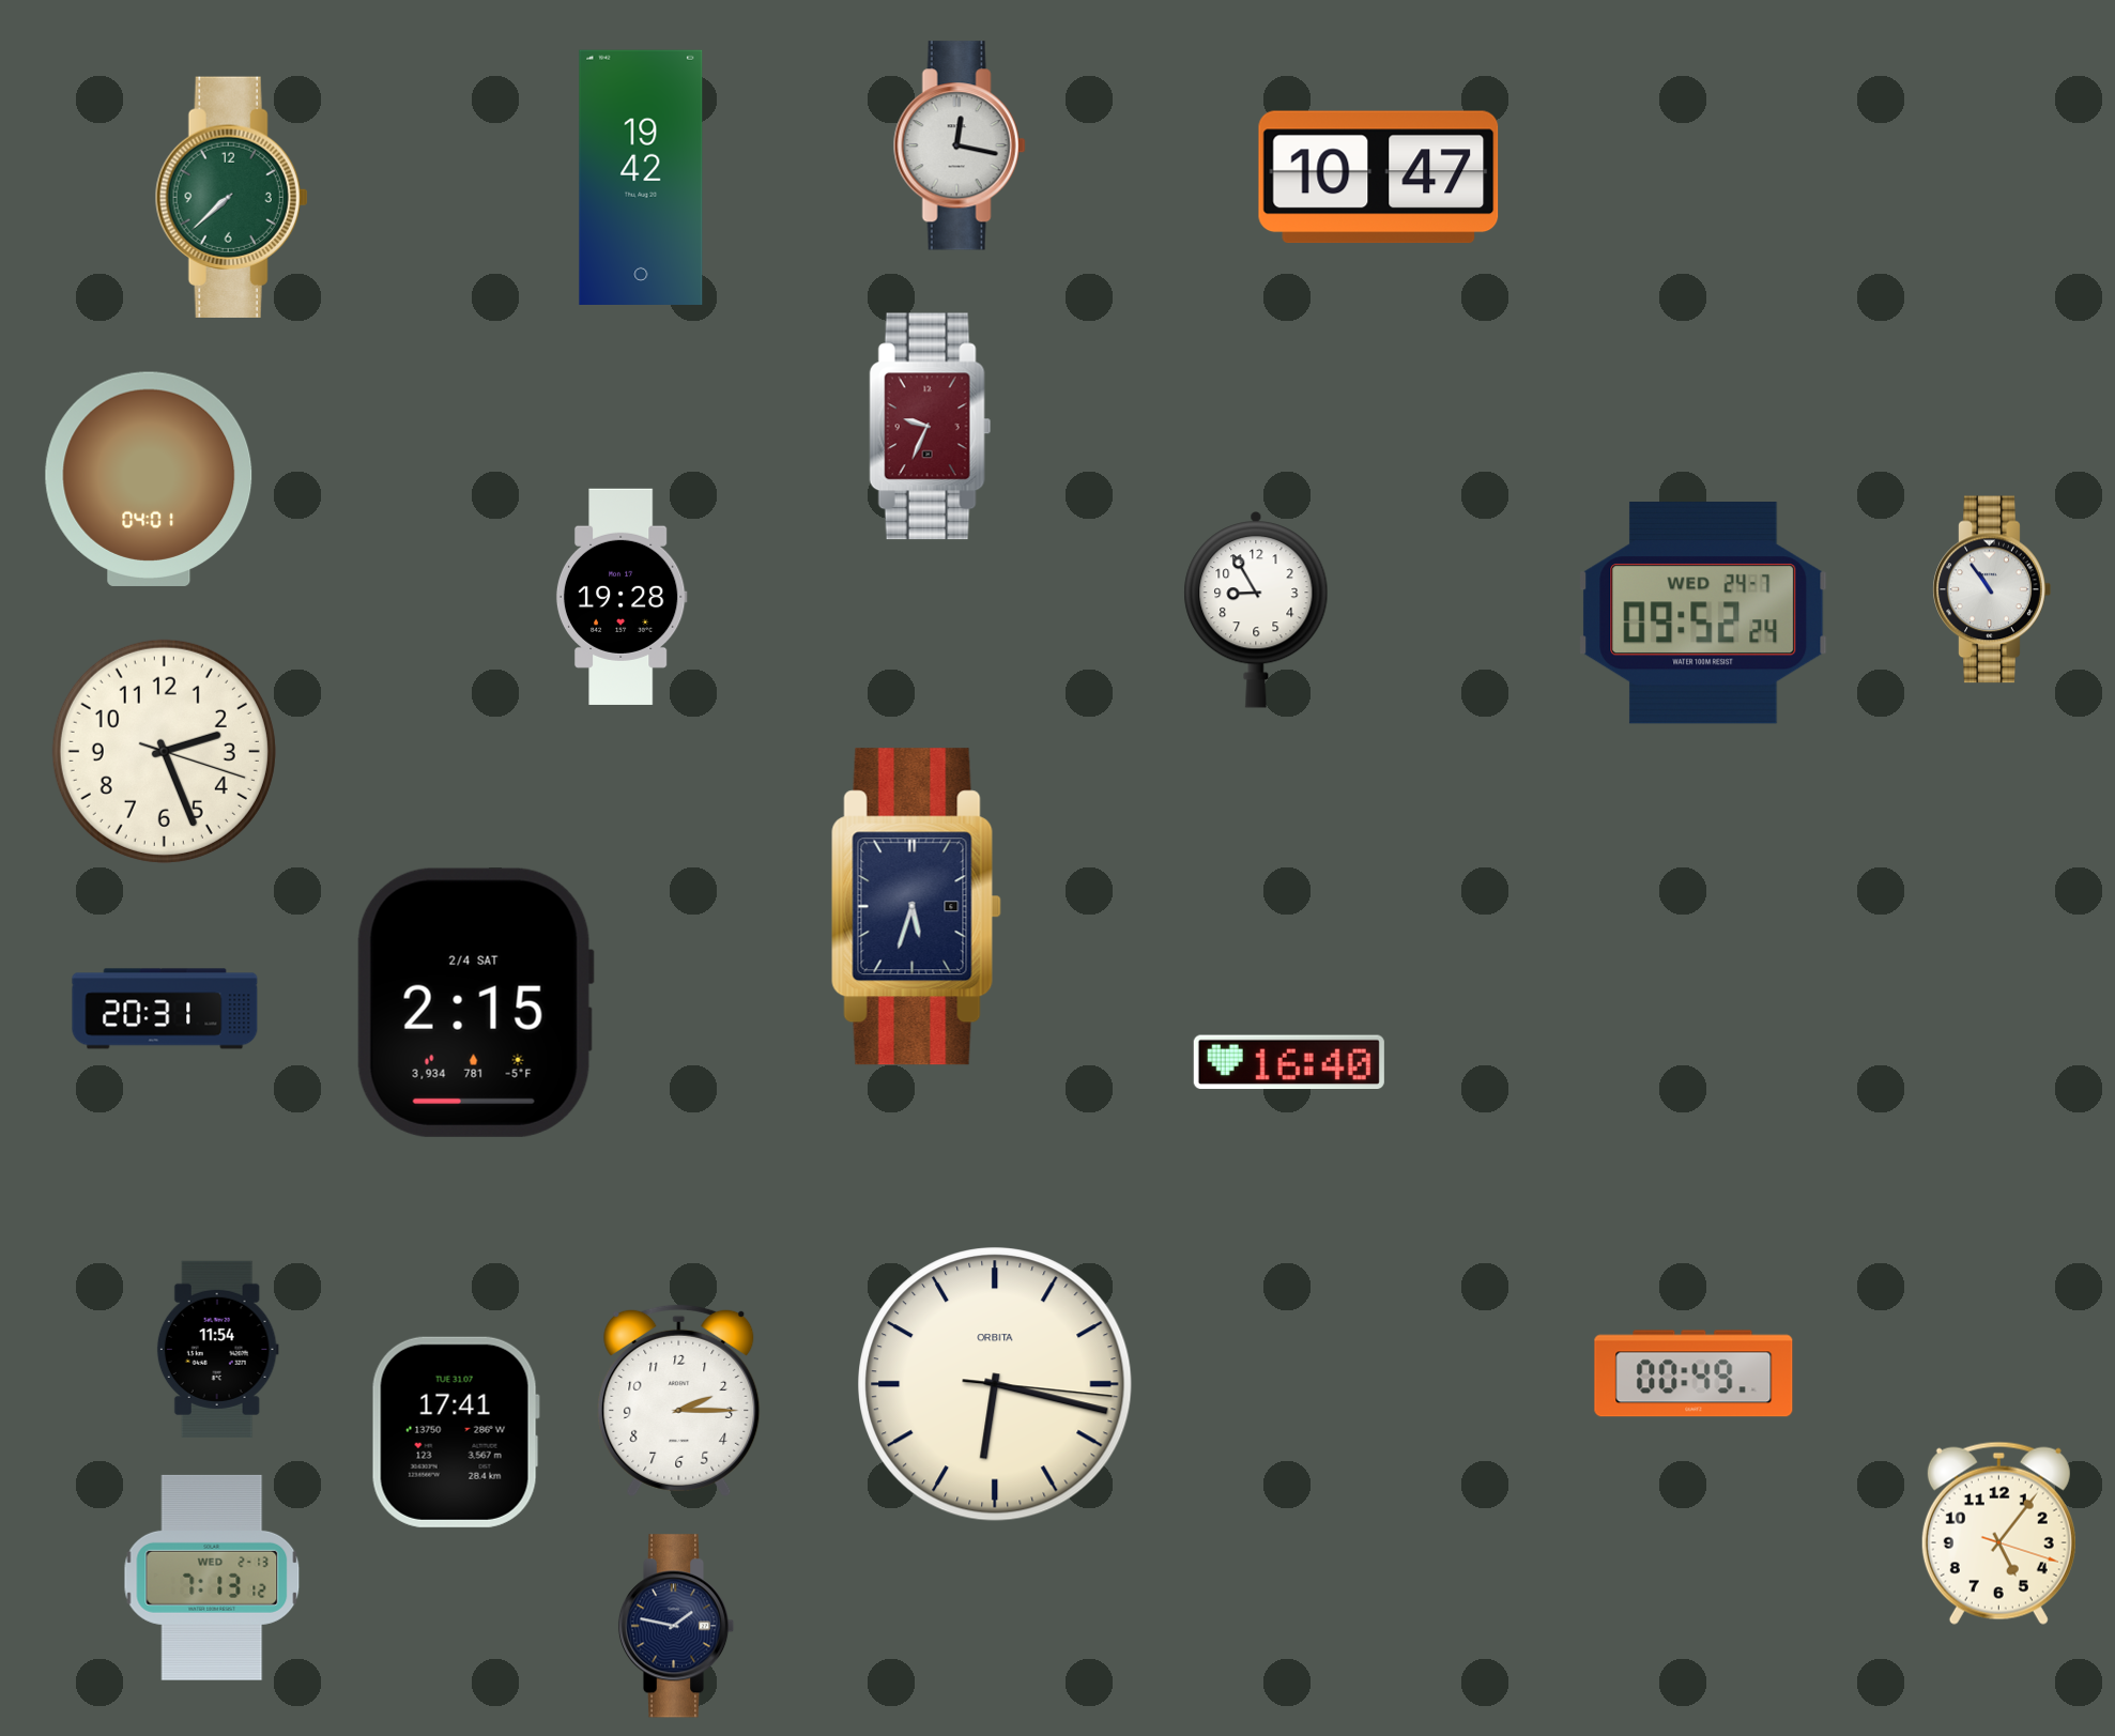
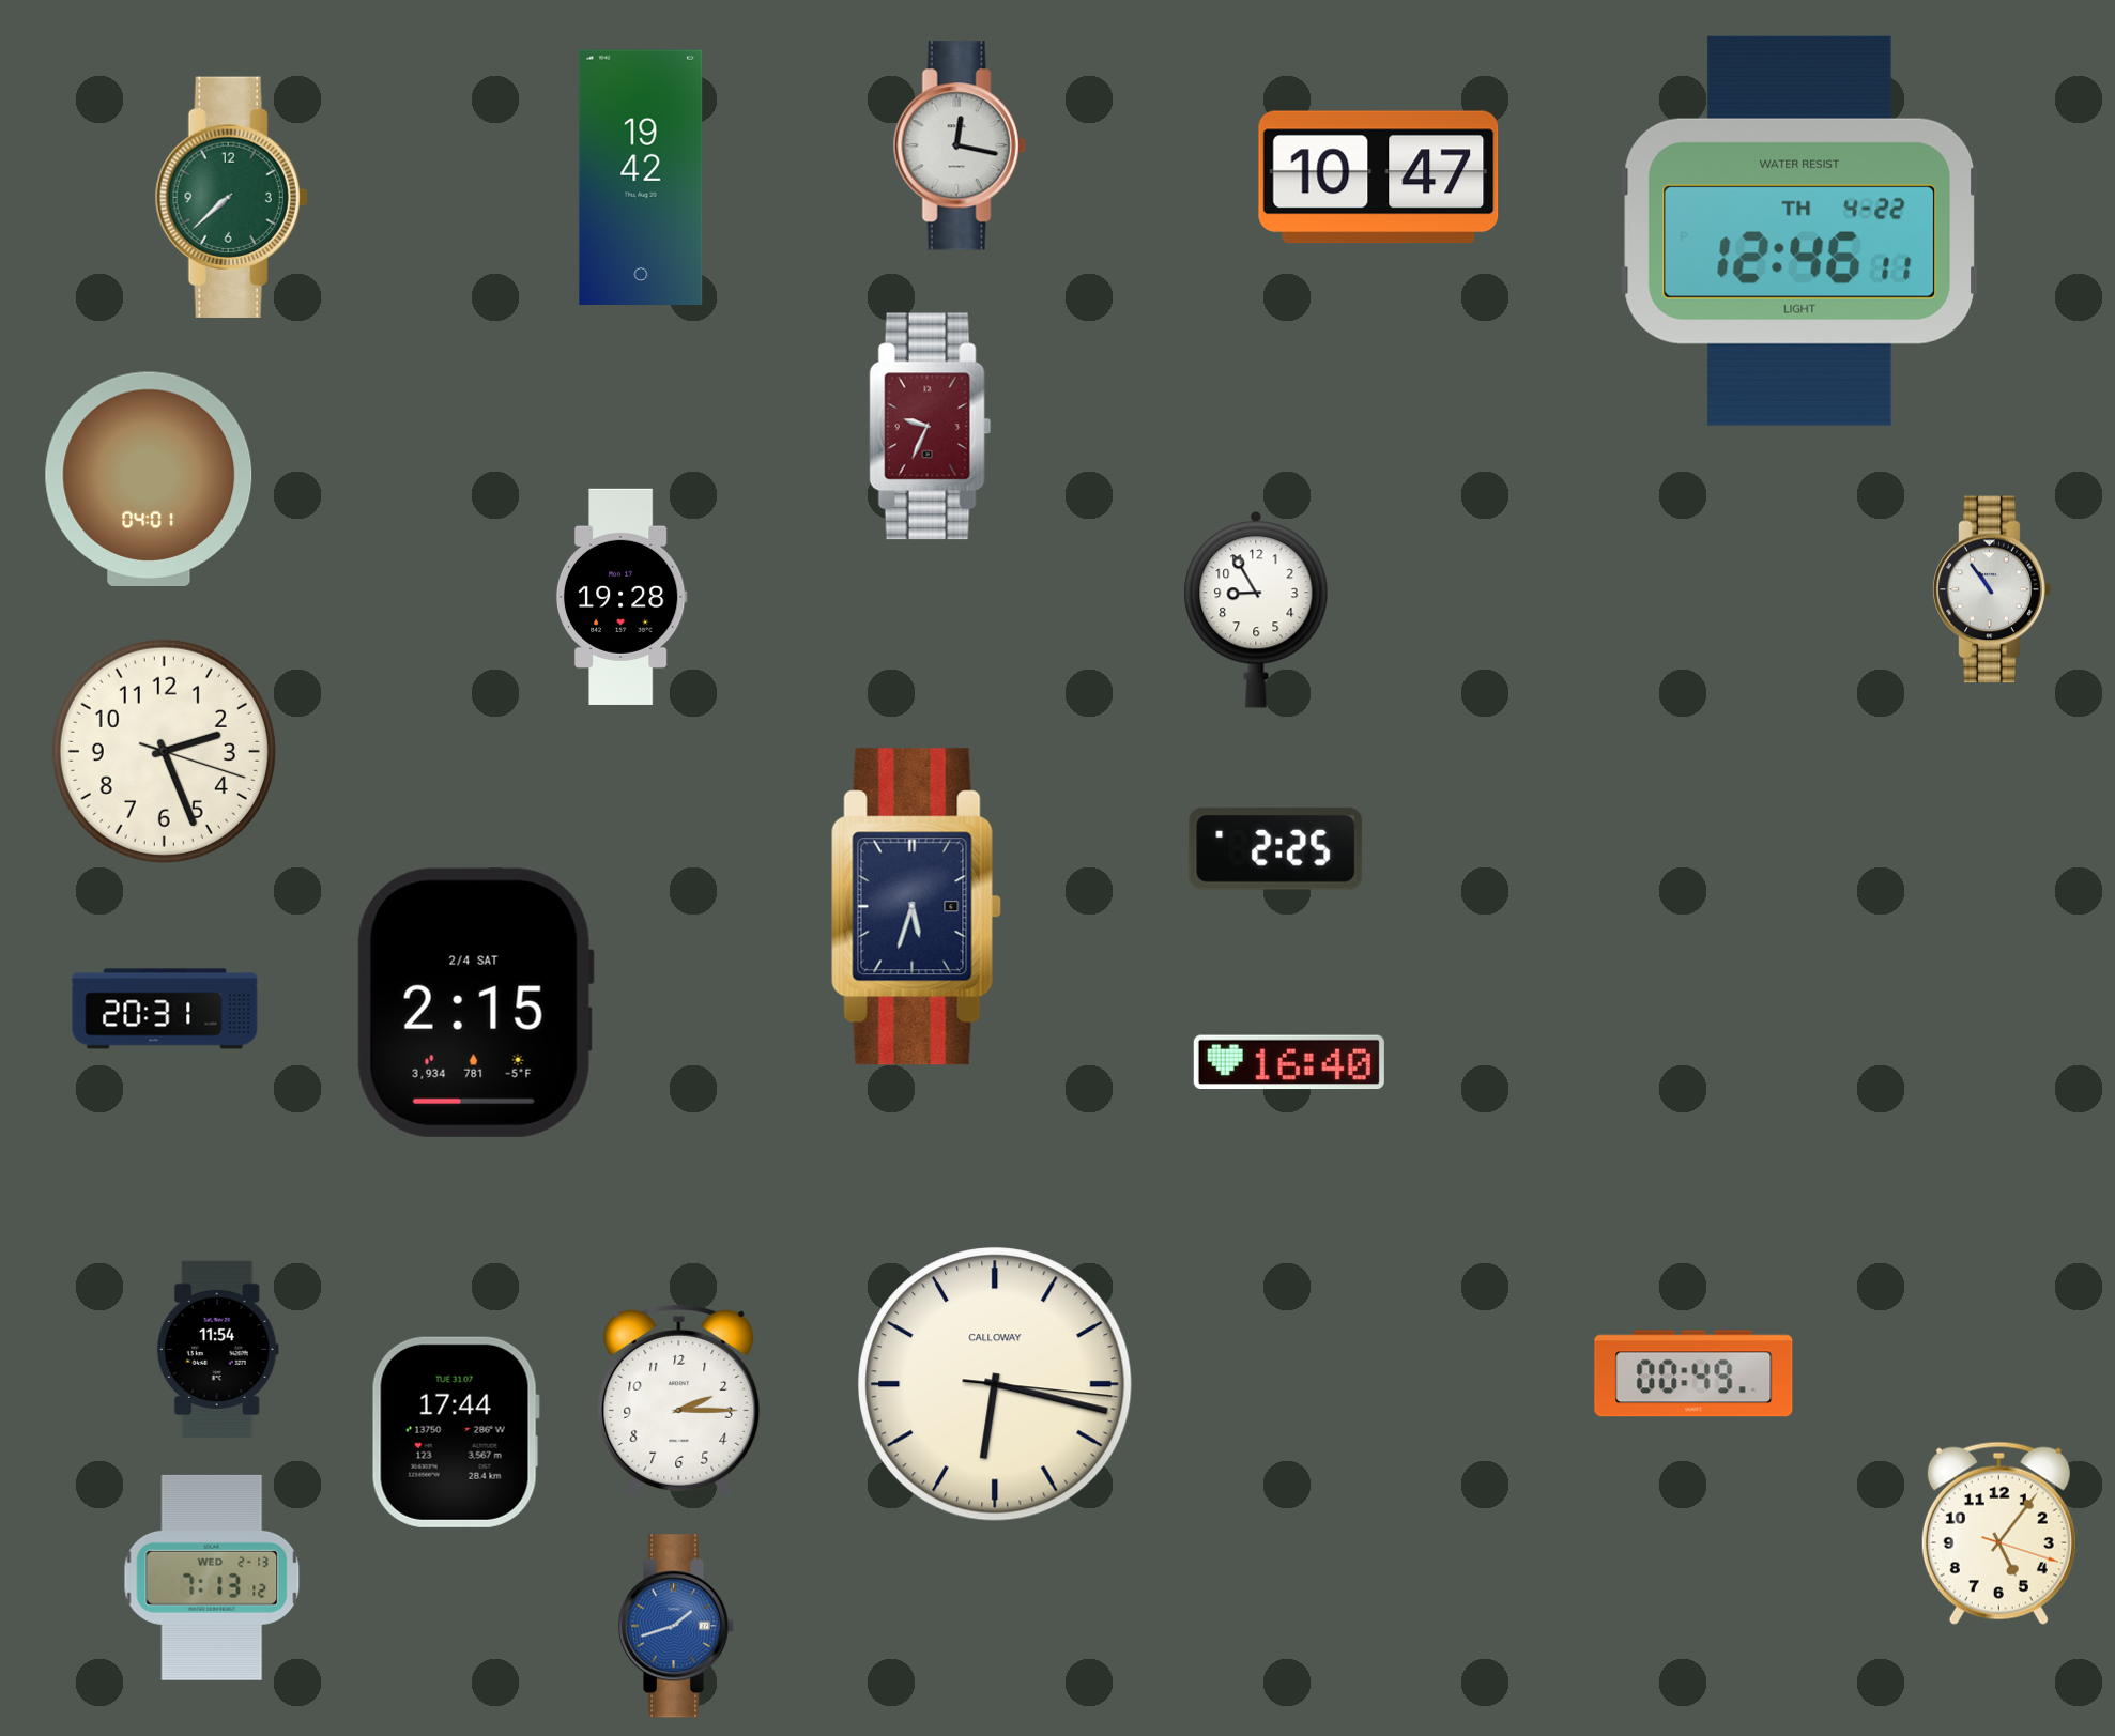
clock at (1799, 231): none -> 12:46
clock at (1703, 613): 09:52 -> none
clock at (1276, 848): none -> 2:25
clock at (995, 1384) brand: ORBITA -> CALLOWAY
clock at (456, 1432): 17:41 -> 17:44
clock at (676, 1626): 1:47 -> 1:42
clock at (676, 1626) dial: navy -> blue
